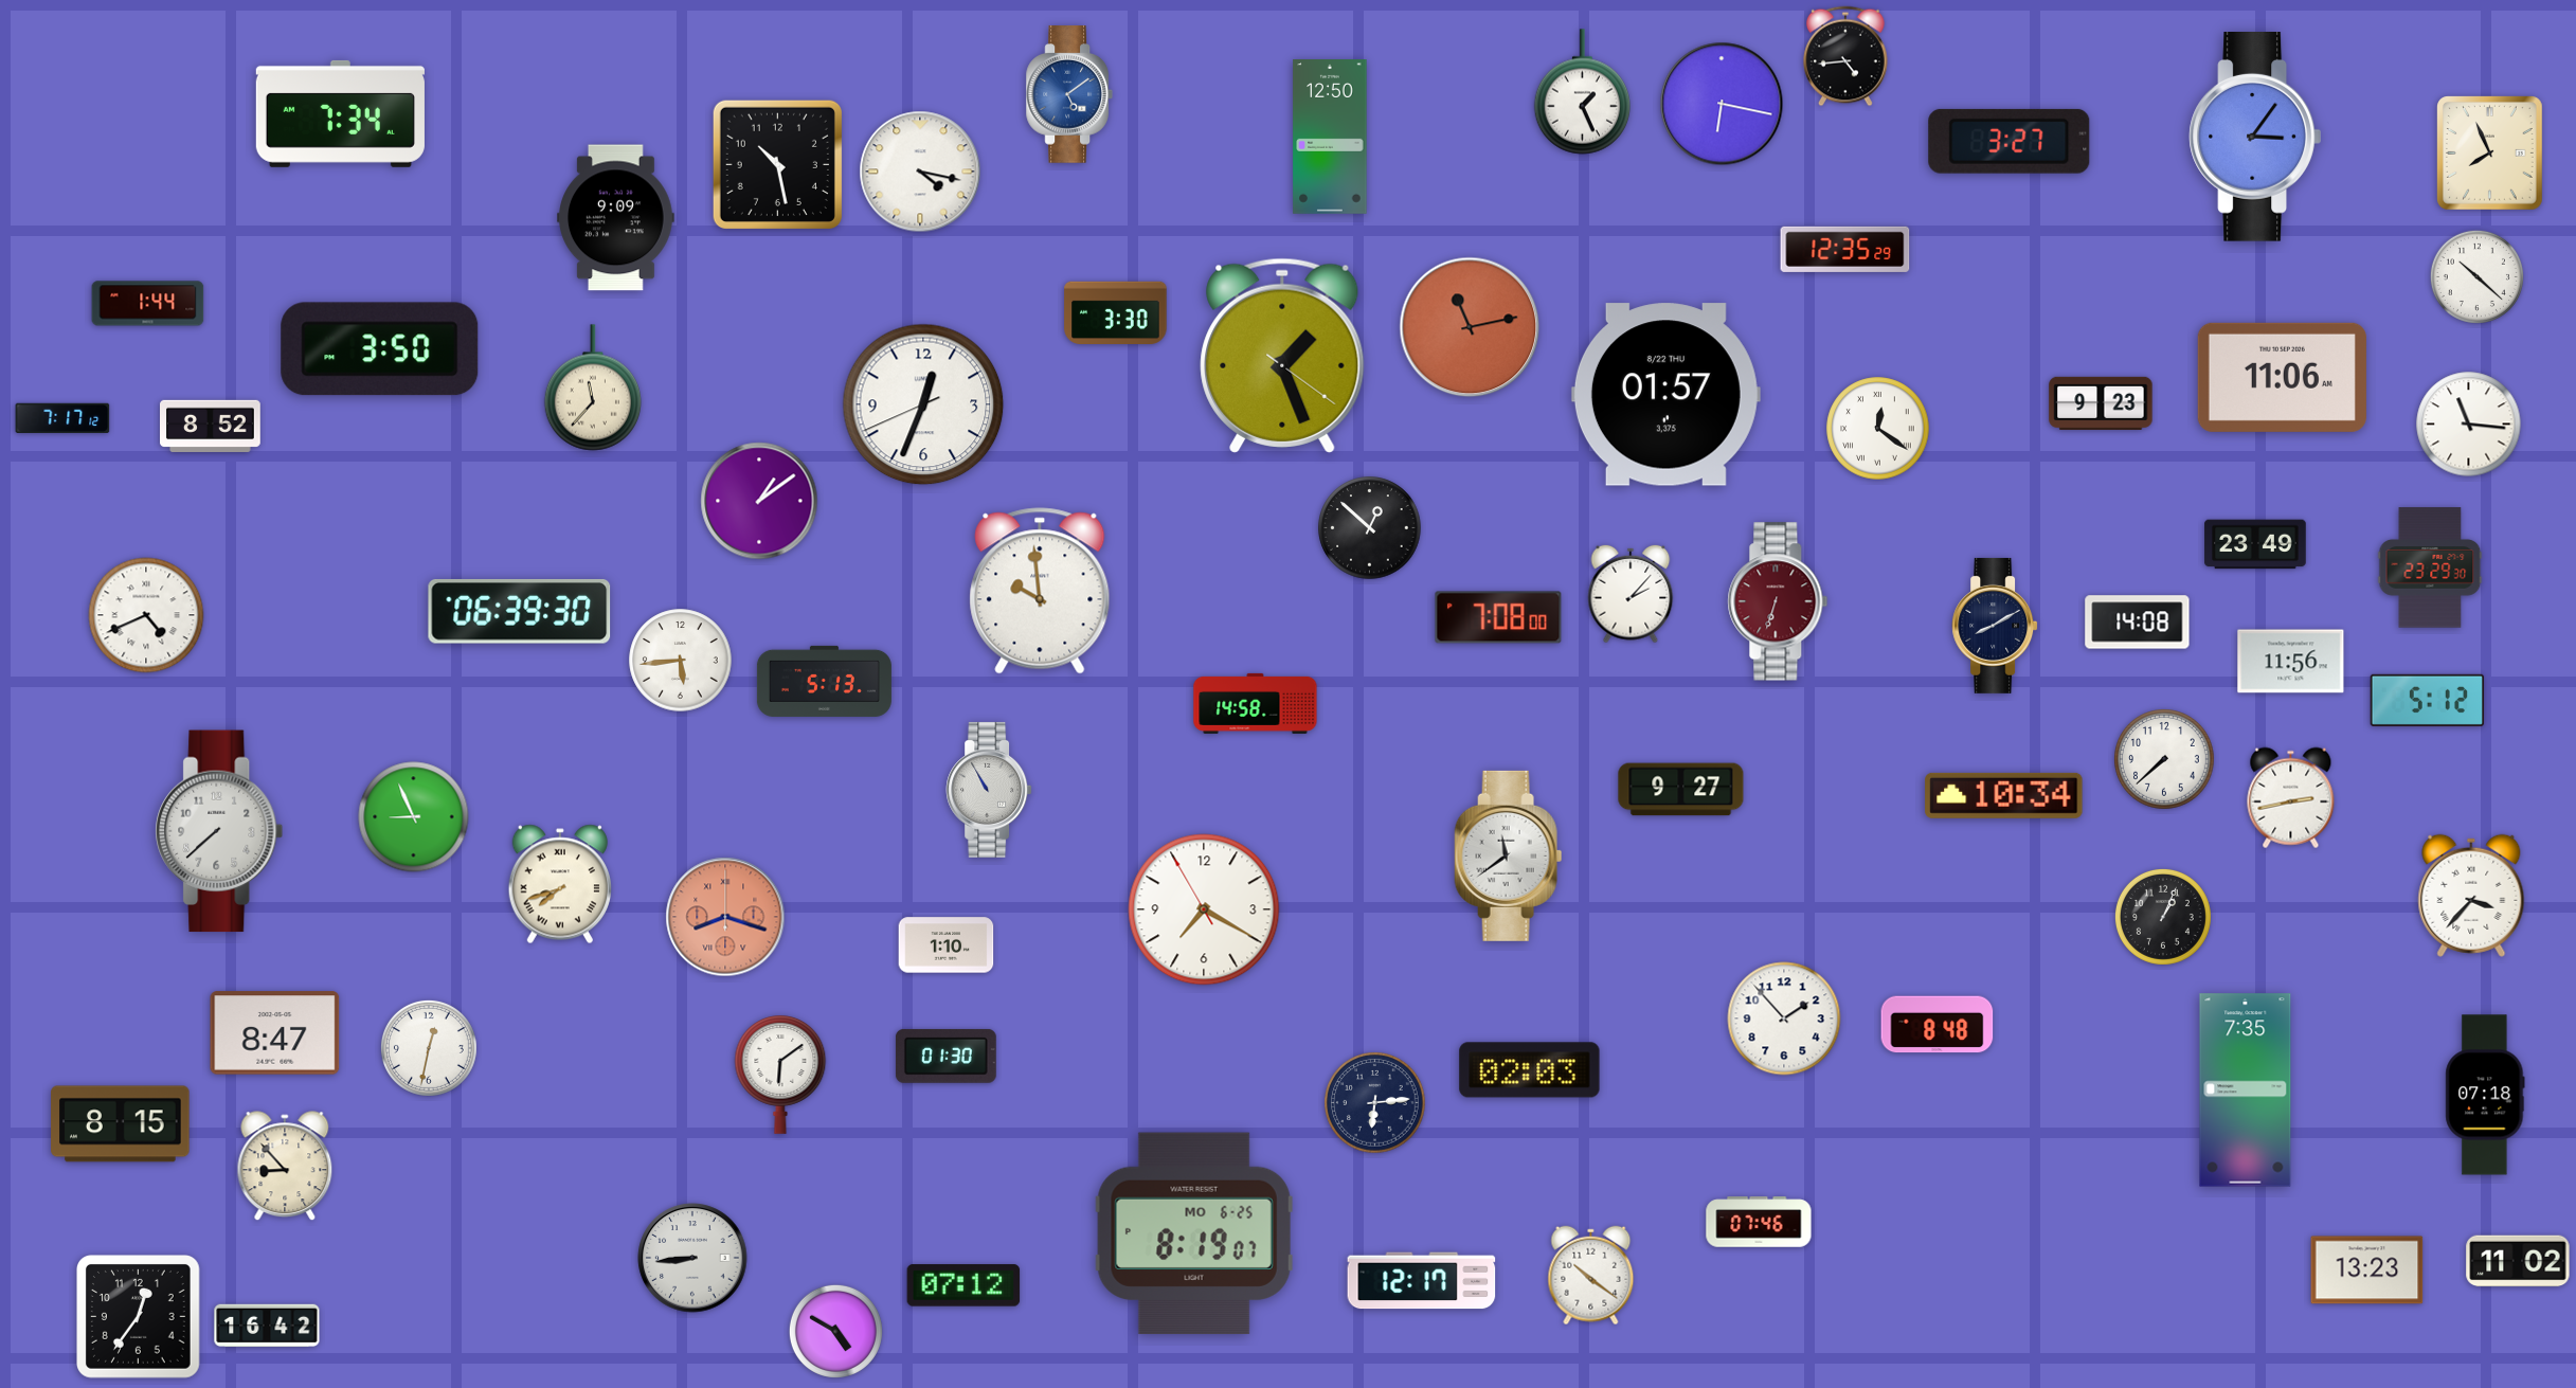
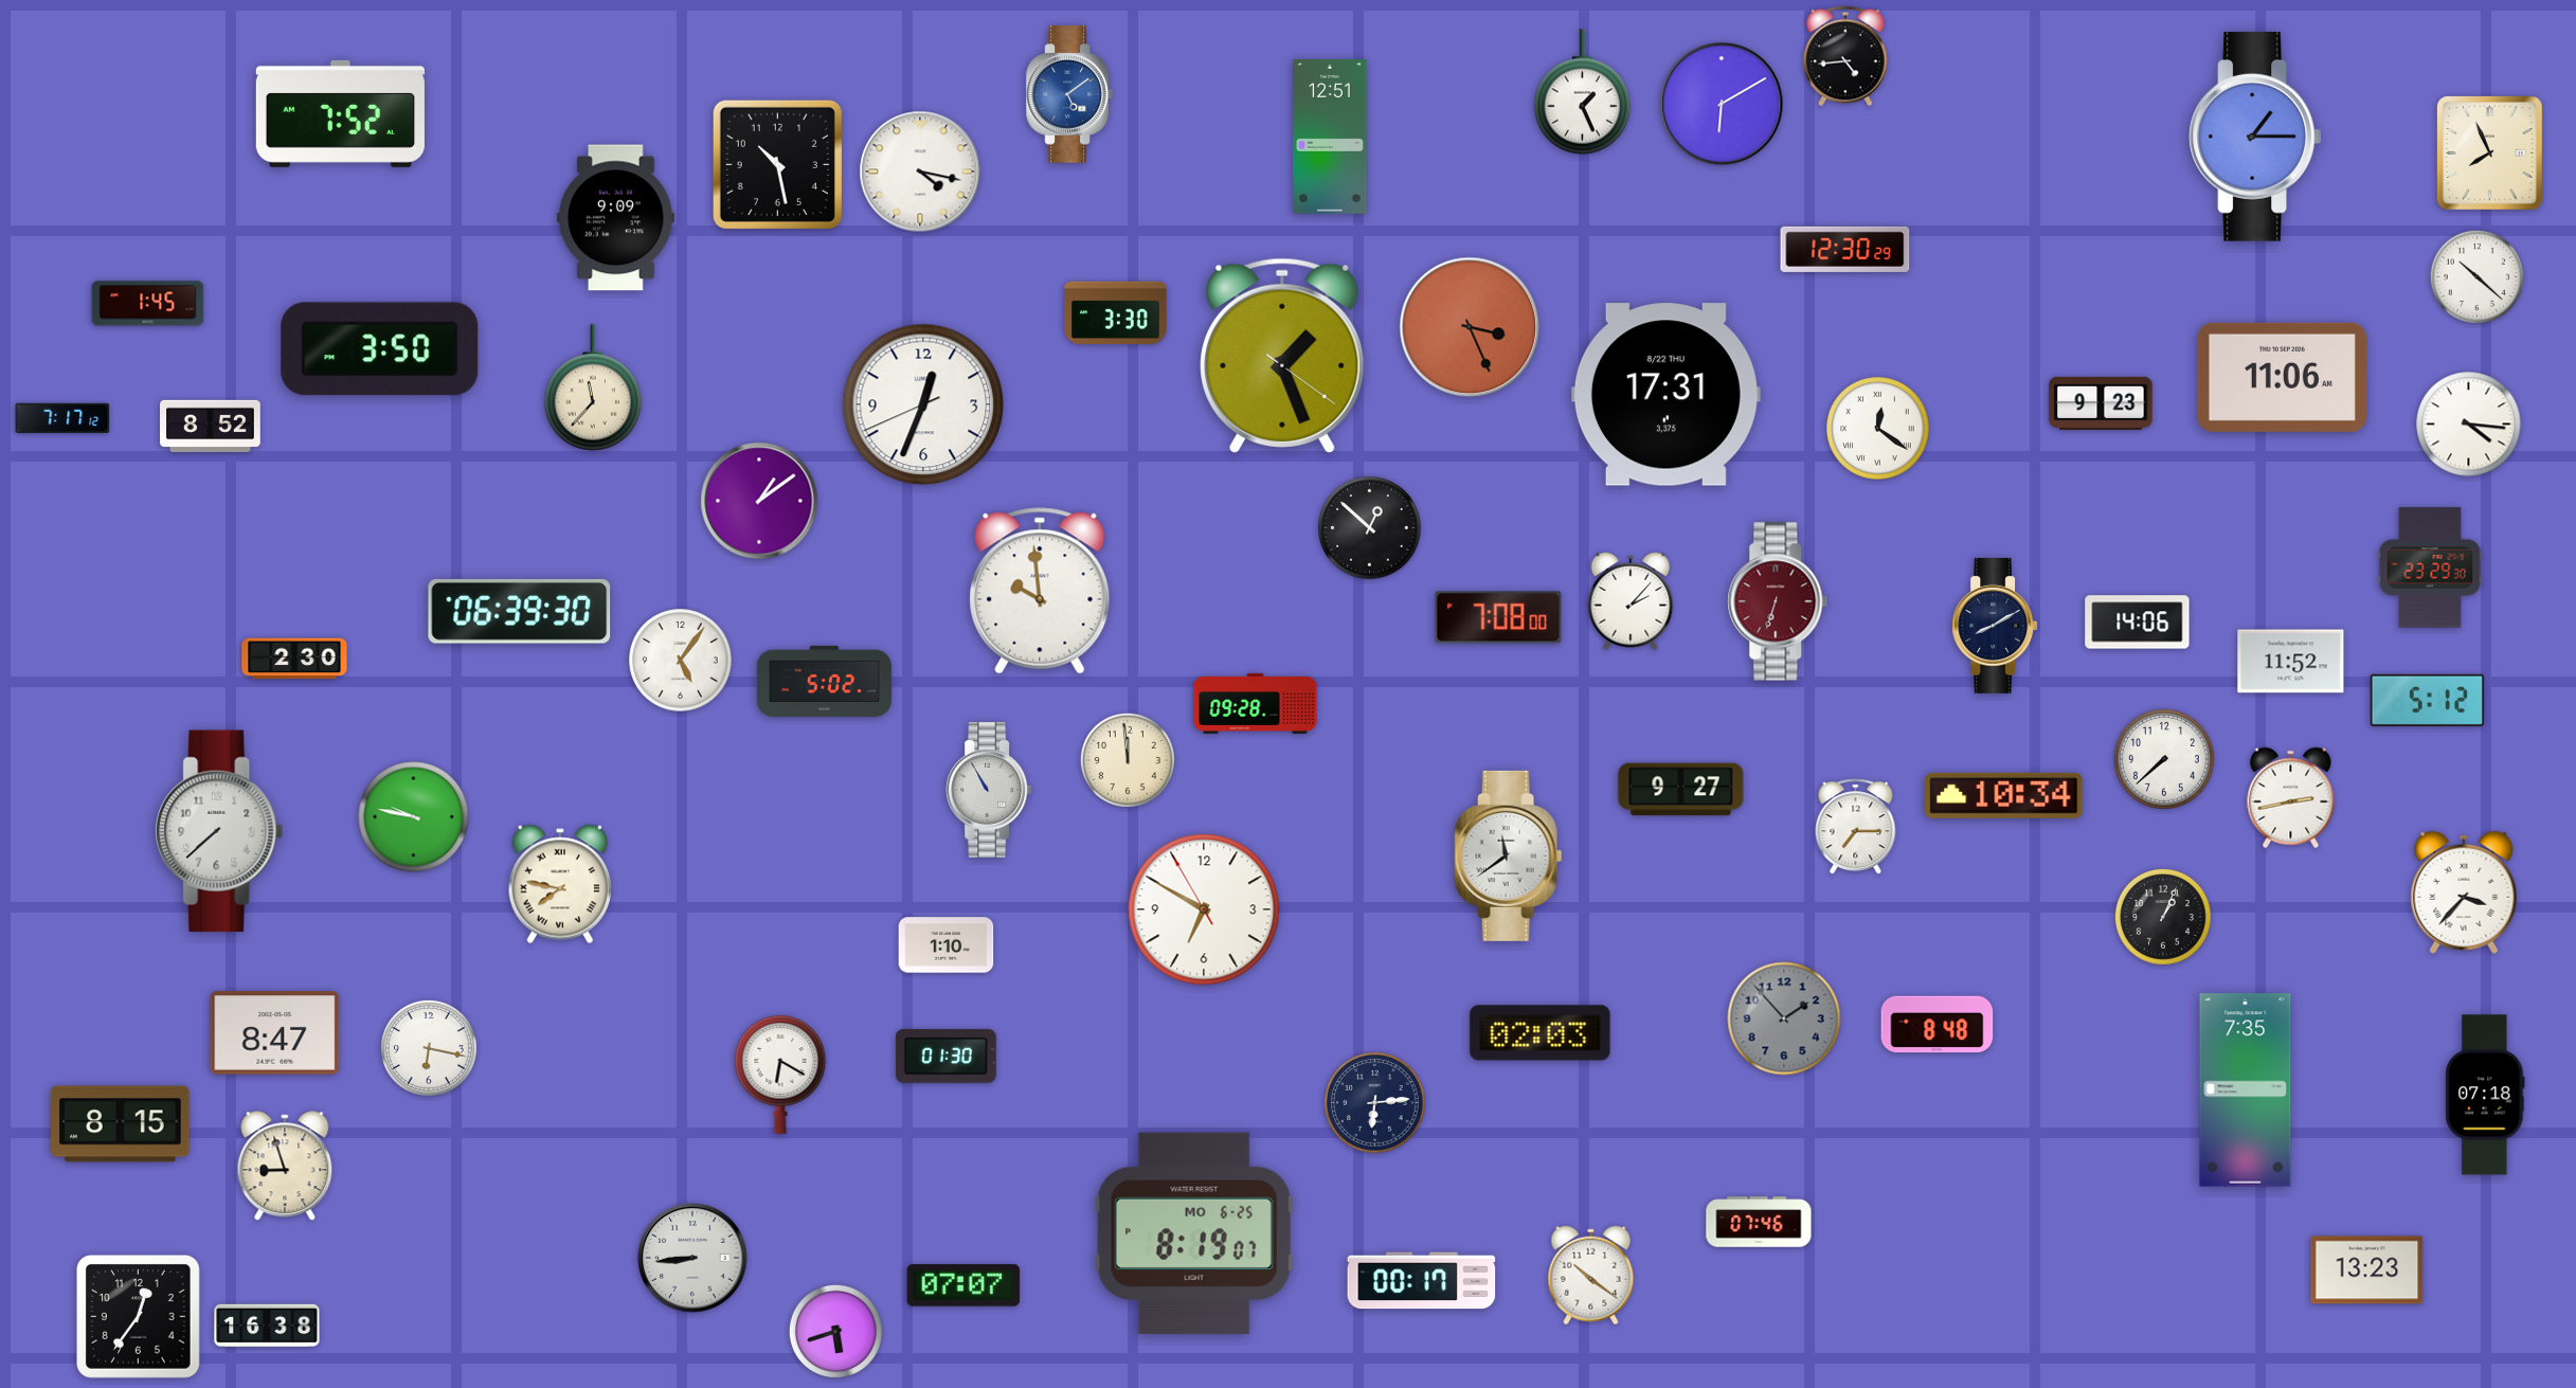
clock at (1722, 104): 6:17 -> 6:10
clock at (340, 113): 7:34 -> 7:52
clock at (1330, 138): 12:50 -> 12:51
clock at (2255, 138): 3:06 -> 1:15
clock at (2010, 141): 3:27 -> none
clock at (1845, 249): 12:35 -> 12:30
clock at (148, 304): 1:44 -> 1:45
clock at (1470, 327): 11:13 -> 3:26
clock at (1665, 395): 01:57 -> 17:31
clock at (2469, 425): 11:16 -> 4:16
clock at (2255, 544): 23:49 -> none
clock at (1631, 594) position: (1631, 594) -> (1631, 601)
clock at (146, 615): 4:41 -> none
clock at (2138, 623): 14:08 -> 14:06
clock at (294, 659): none -> 2:30
clock at (681, 661): 5:44 -> 5:06
clock at (2291, 662): 11:56 -> 11:52
clock at (824, 681): 5:13 -> 5:02
clock at (1256, 703): 14:58 -> 09:28
clock at (1128, 760): none -> 11:59
clock at (414, 817): 8:56 -> 9:47
clock at (1856, 827): none -> 7:15
clock at (560, 884): 7:42 -> 7:47
clock at (2471, 896) position: (2471, 896) -> (2464, 893)
clock at (1204, 909): 7:19 -> 6:49
clock at (725, 917): 8:18 -> none
clock at (1784, 1019) dial: white -> grey
clock at (429, 1048): 12:32 -> 6:17
clock at (1530, 1070) position: (1530, 1070) -> (1541, 1033)
clock at (780, 1075): 6:09 -> 6:20
clock at (285, 1167): 8:53 -> 8:57
clock at (2518, 1261): 11:02 -> none
clock at (1422, 1281): 12:17 -> 00:17
clock at (963, 1285): 07:12 -> 07:07
clock at (267, 1326): 16:42 -> 16:38
clock at (835, 1331): 4:50 -> 5:42
